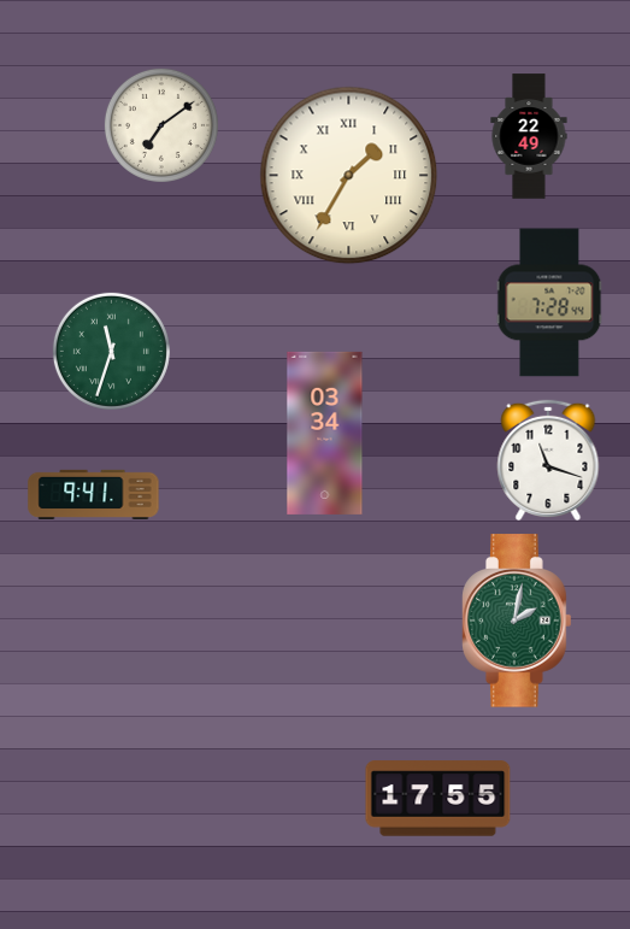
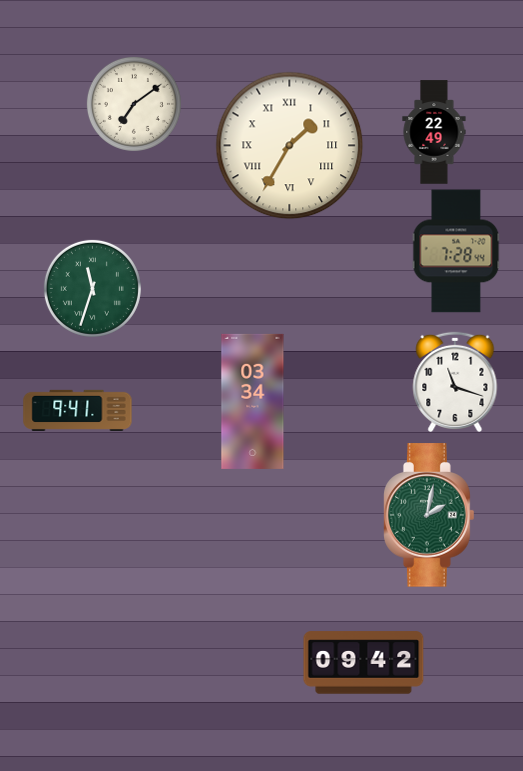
clock at (529, 136) position: (529, 136) -> (434, 132)
clock at (111, 351) position: (111, 351) -> (92, 288)
clock at (325, 433) position: (325, 433) -> (253, 401)
clock at (438, 799): 17:55 -> 09:42
